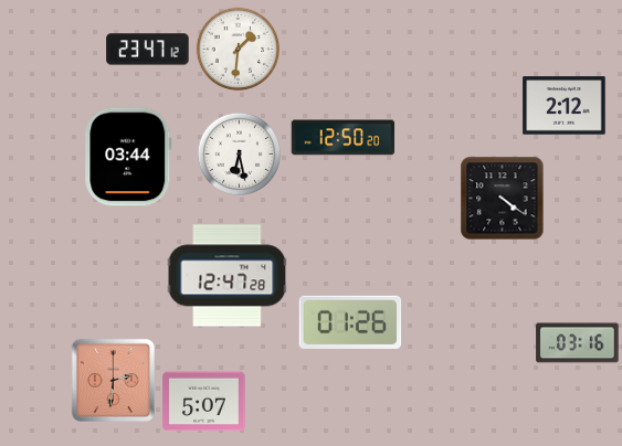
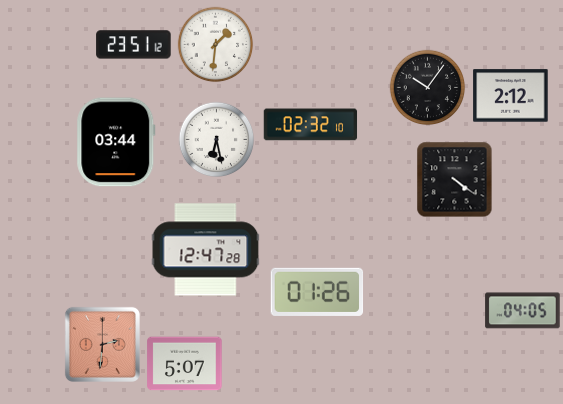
clock at (148, 50): 23:47 -> 23:51
clock at (428, 88): none -> 10:06
clock at (344, 138): 12:50 -> 02:32
clock at (578, 343): 03:16 -> 04:05
